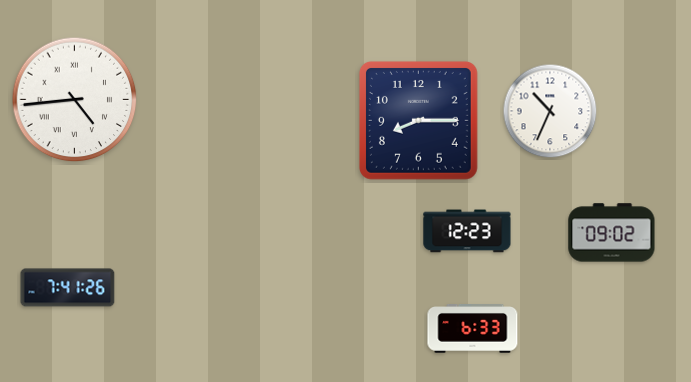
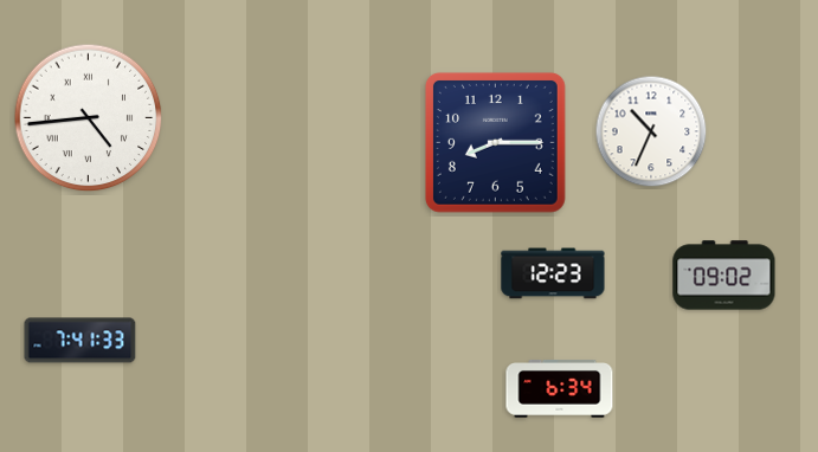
clock at (68, 288): 7:41:26 -> 7:41:33
clock at (473, 329): 6:33 -> 6:34
